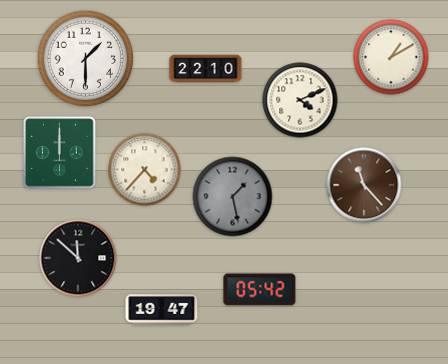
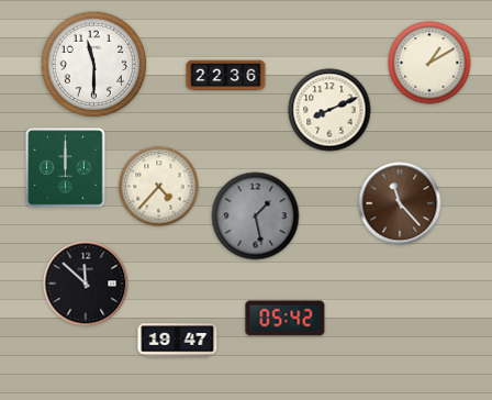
clock at (86, 59): 1:30 -> 11:30
clock at (206, 69): 22:10 -> 22:36
clock at (300, 100): 4:11 -> 8:11
